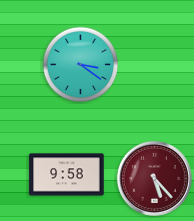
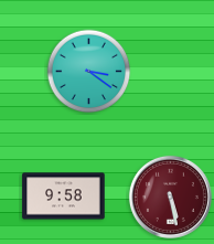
clock at (67, 175) position: (67, 175) -> (64, 197)
clock at (154, 178): 5:23 -> 5:28
